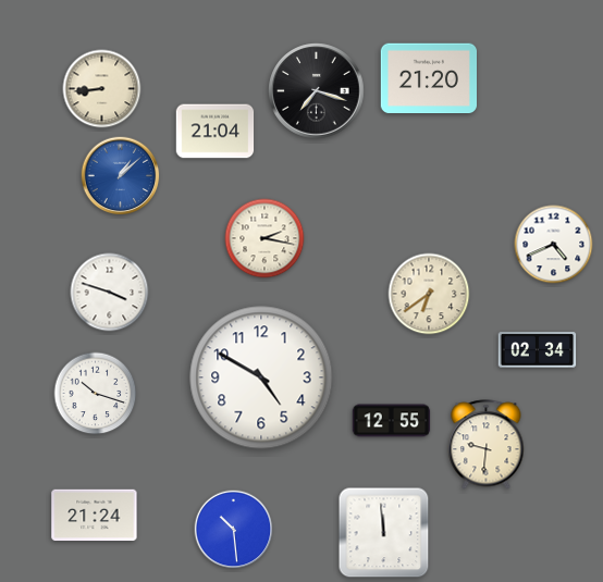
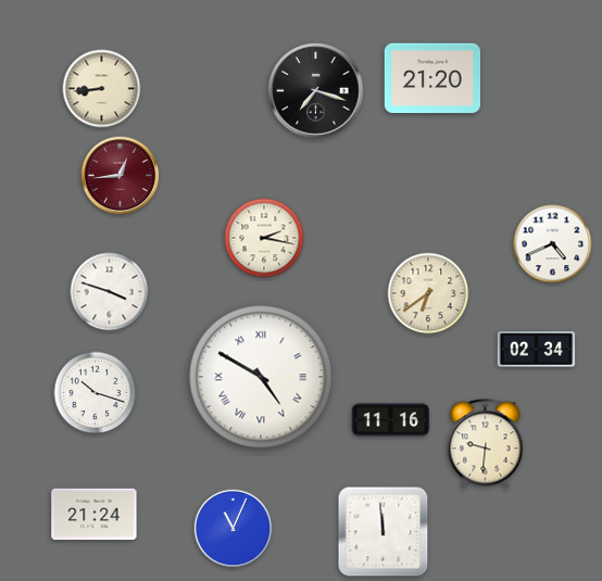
clock at (428, 78) position: (428, 78) -> (431, 78)
clock at (216, 132): 21:04 -> none
clock at (121, 176): 1:08 -> 12:44
clock at (121, 176) dial: blue -> burgundy
clock at (261, 377) numerals: Arabic -> Roman
clock at (392, 421): 12:55 -> 11:16
clock at (234, 530): 10:29 -> 11:04
